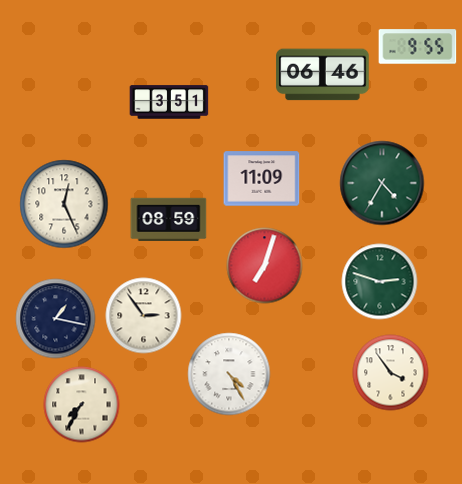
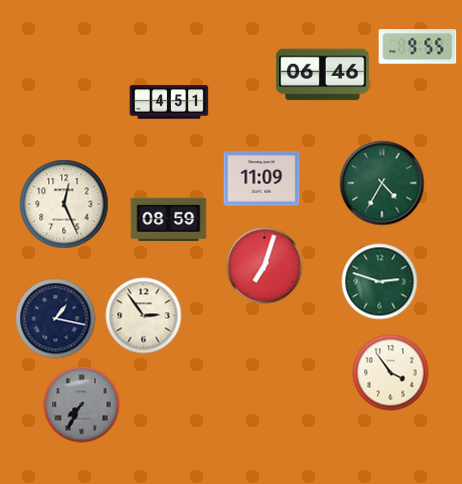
clock at (169, 102): 3:51 -> 4:51
clock at (229, 374): 4:25 -> none
clock at (82, 405) dial: cream -> grey
